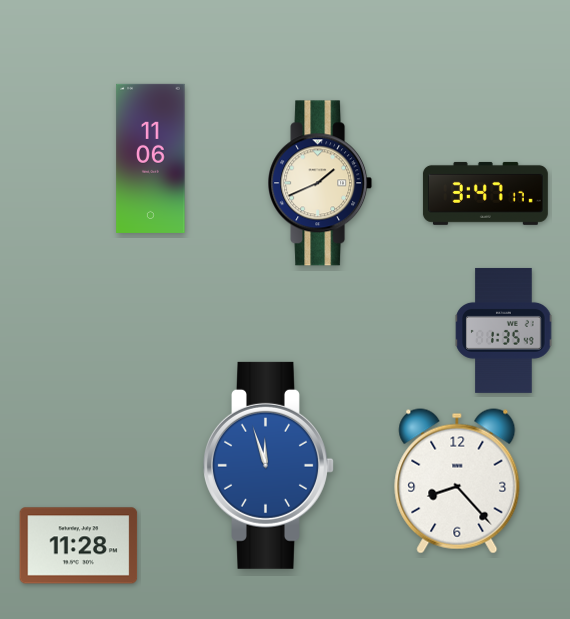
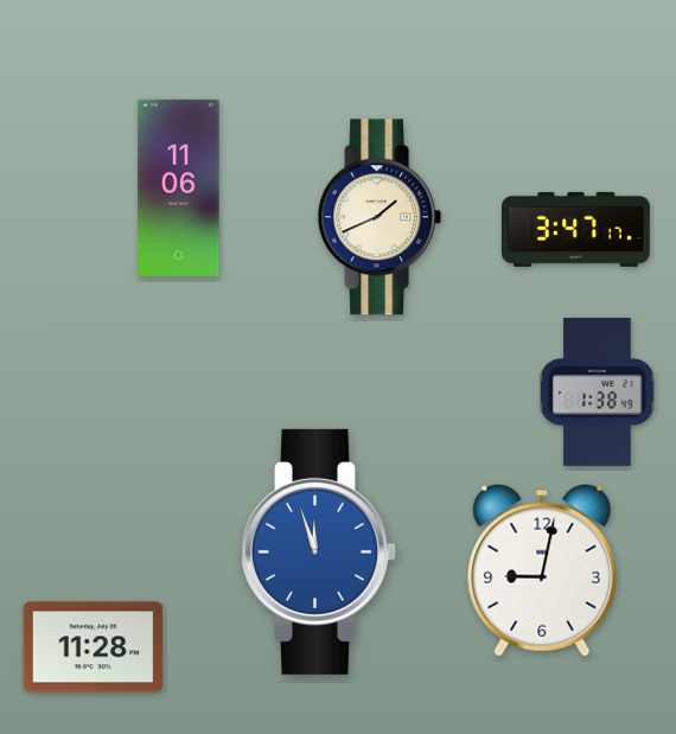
clock at (504, 330): 1:35 -> 1:38
clock at (457, 481): 8:23 -> 9:02
